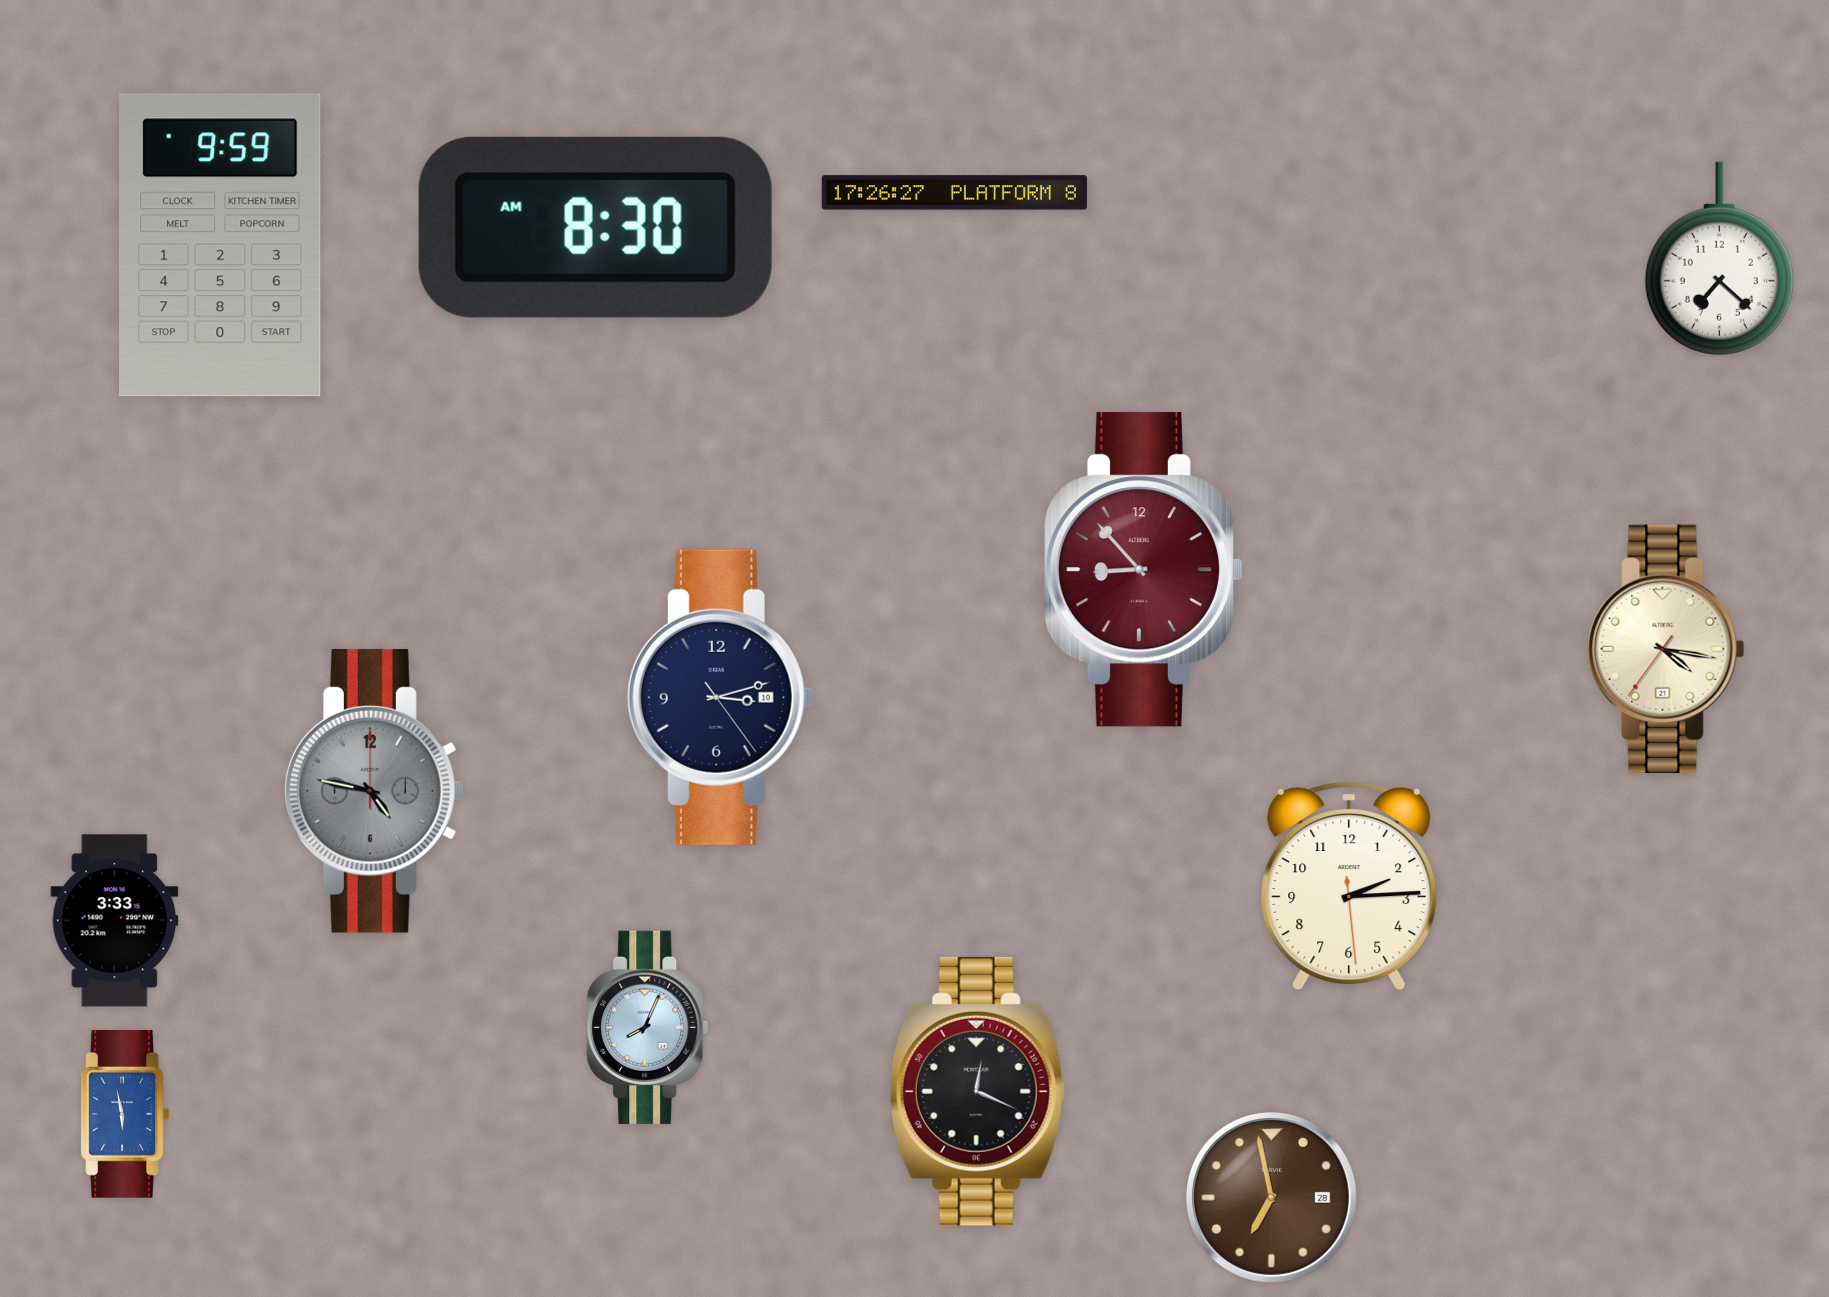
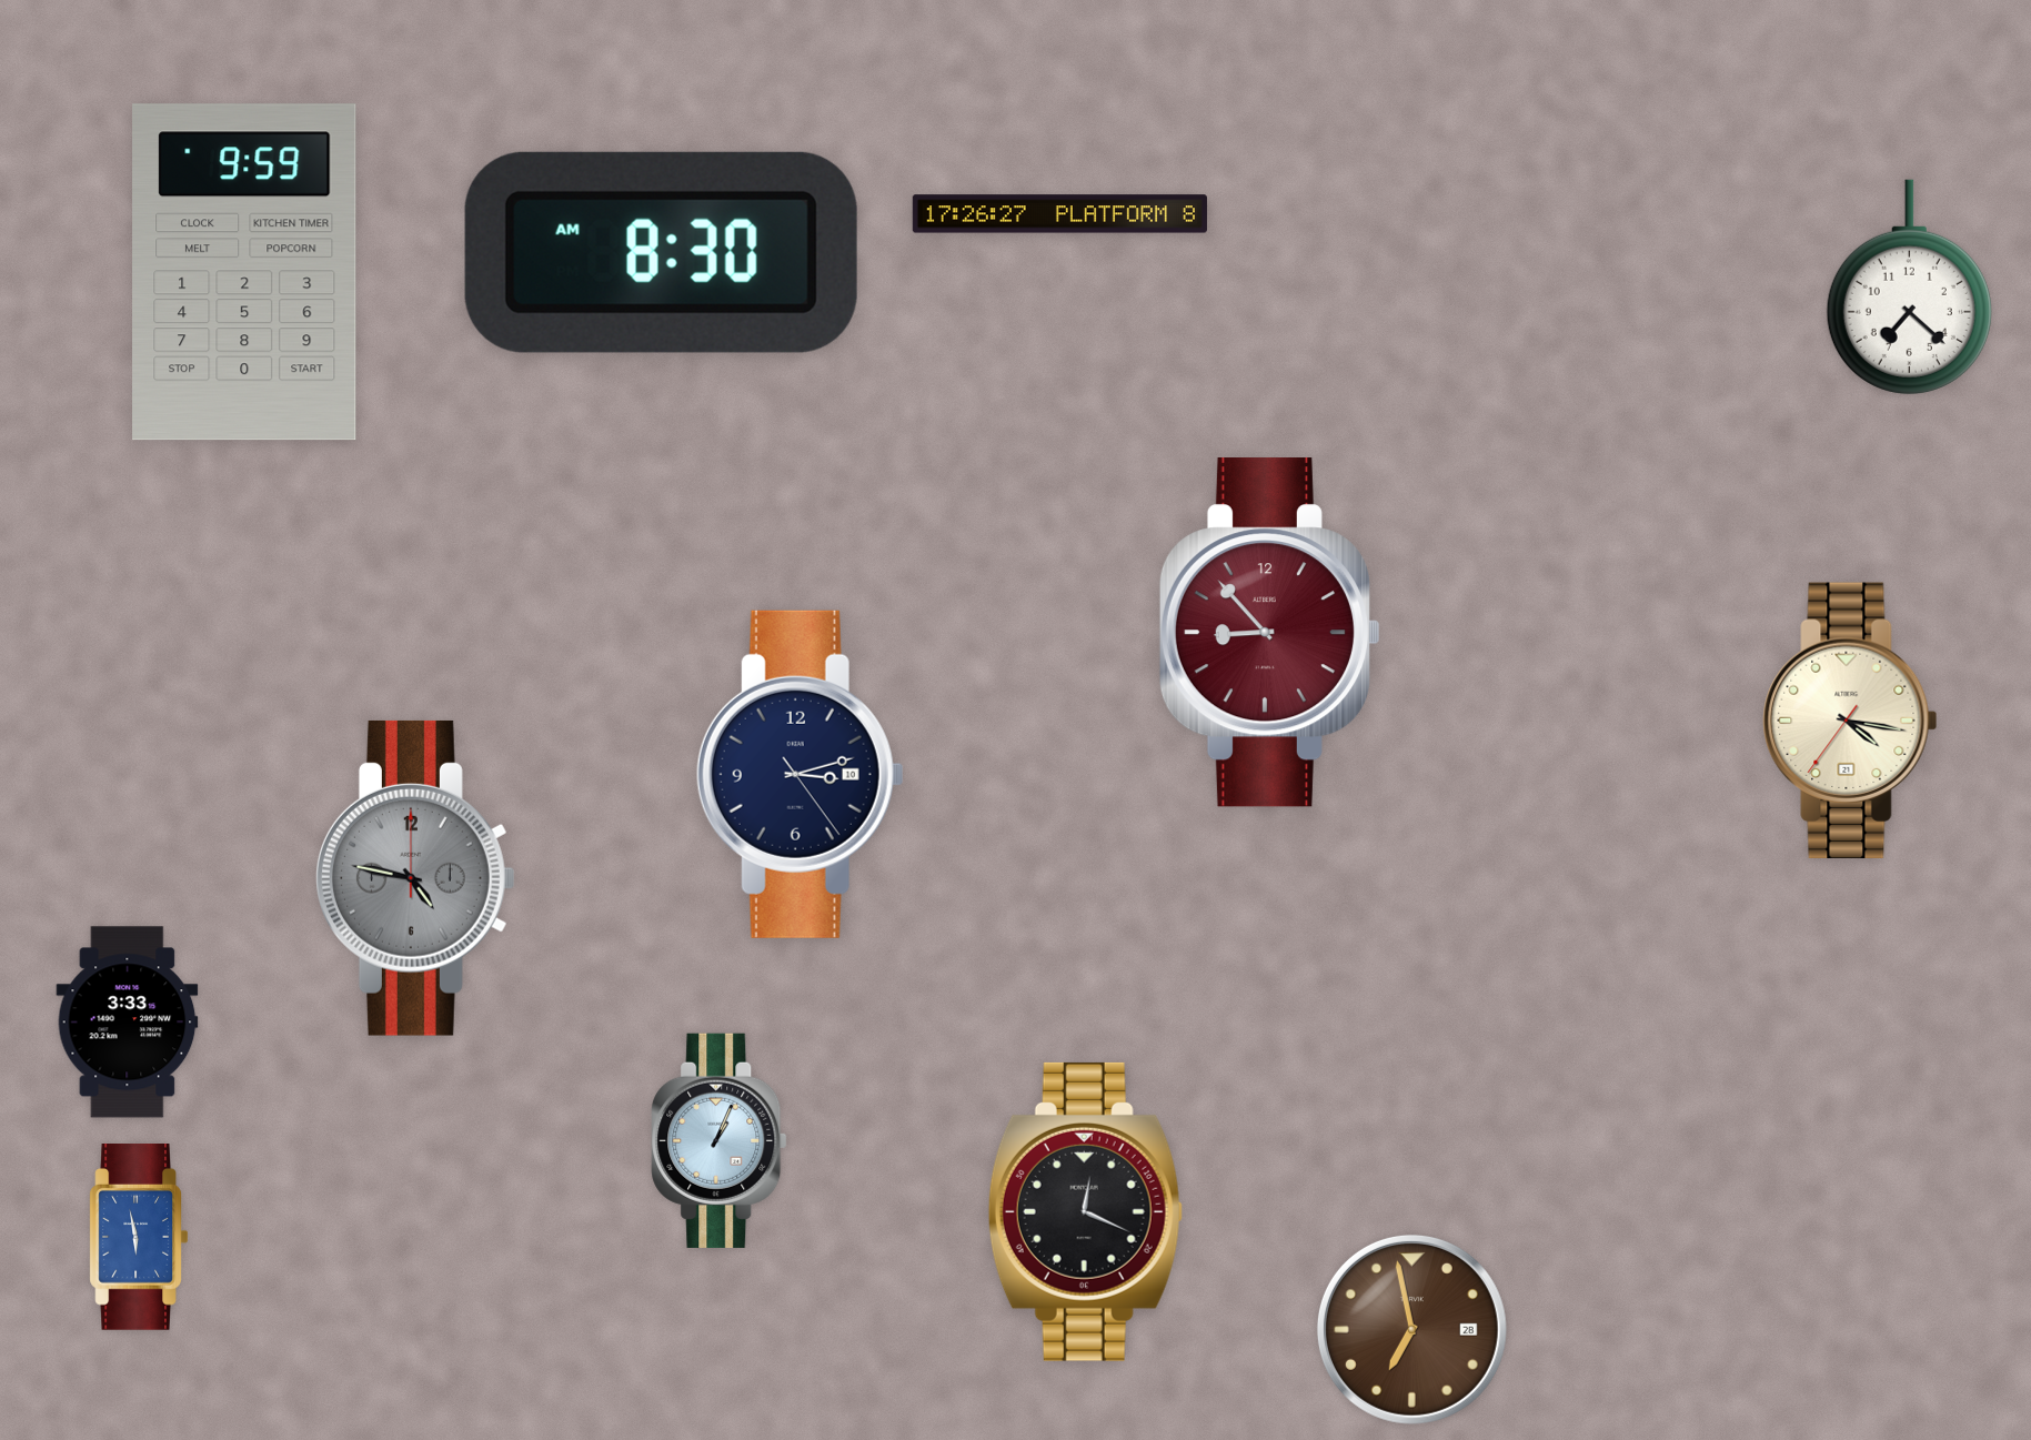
clock at (1349, 886): 2:14 -> none
clock at (648, 1027): 8:04 -> 1:04
